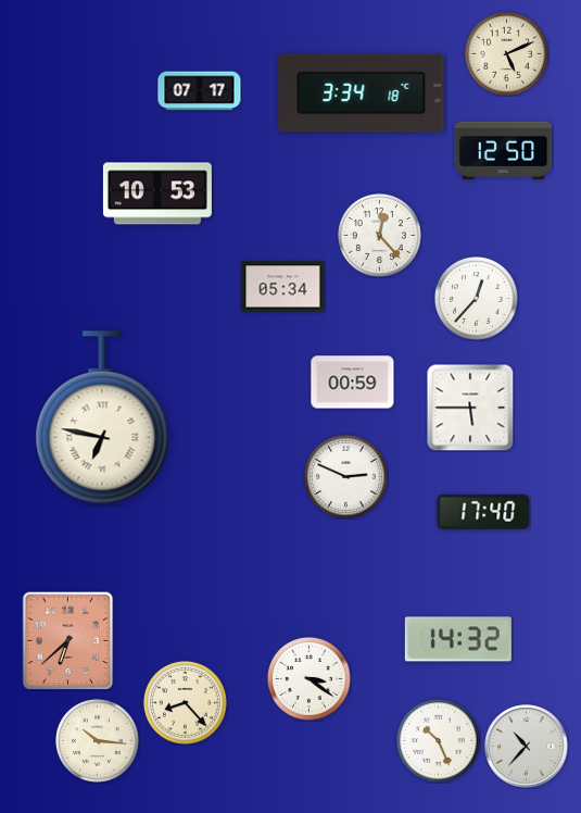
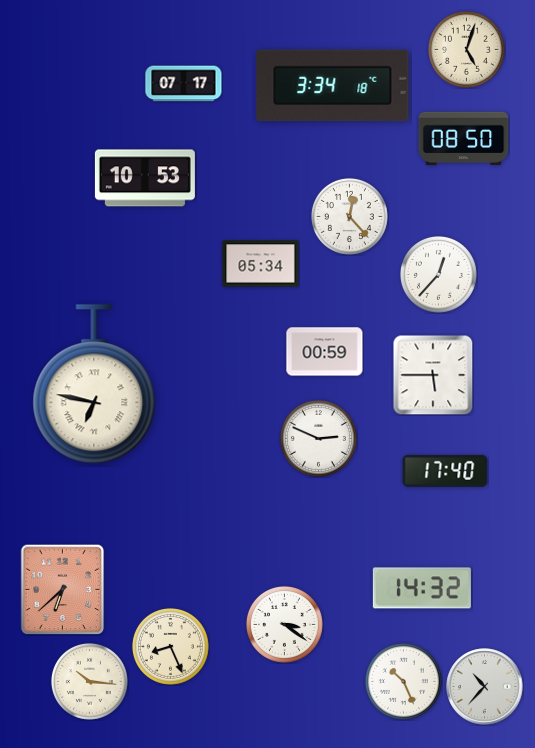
clock at (506, 53): 5:11 -> 5:03
clock at (504, 151): 12:50 -> 08:50
clock at (185, 702): 8:23 -> 8:26
